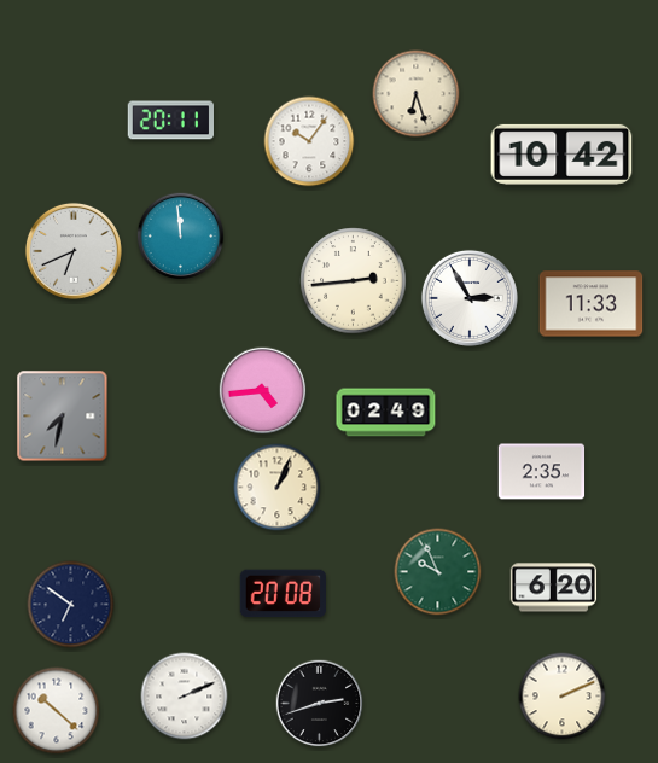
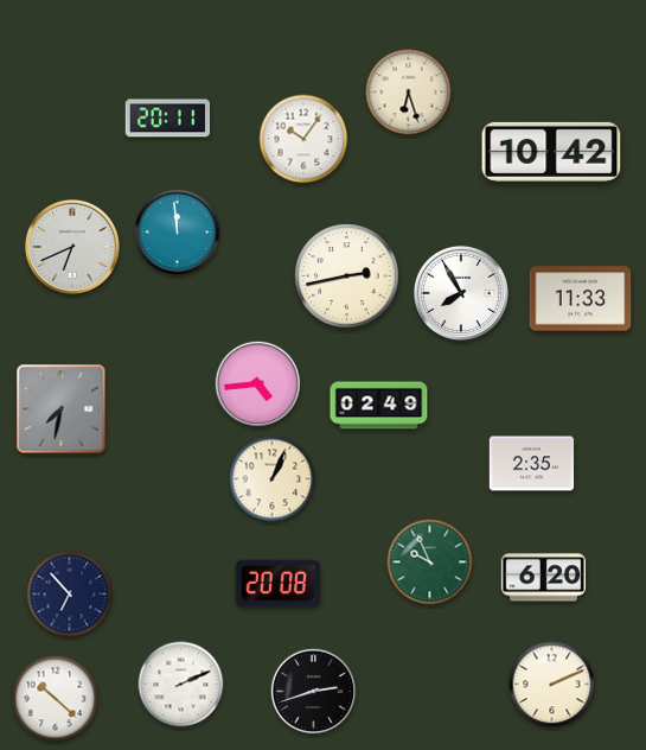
clock at (354, 281): 2:44 -> 2:43
clock at (470, 298): 2:55 -> 7:55
clock at (71, 605): 6:51 -> 6:53
